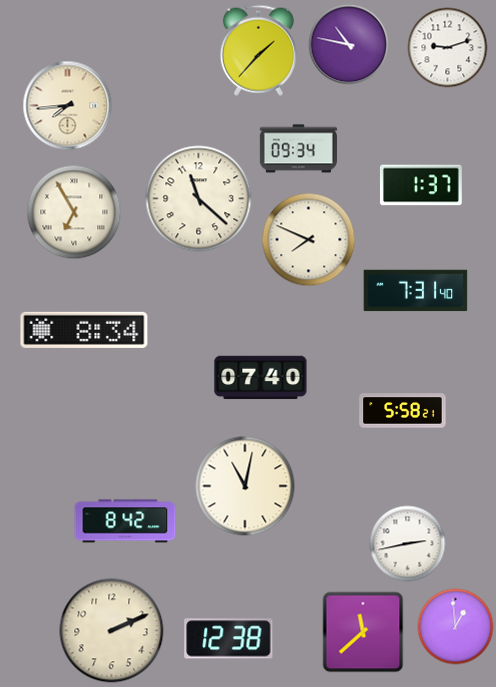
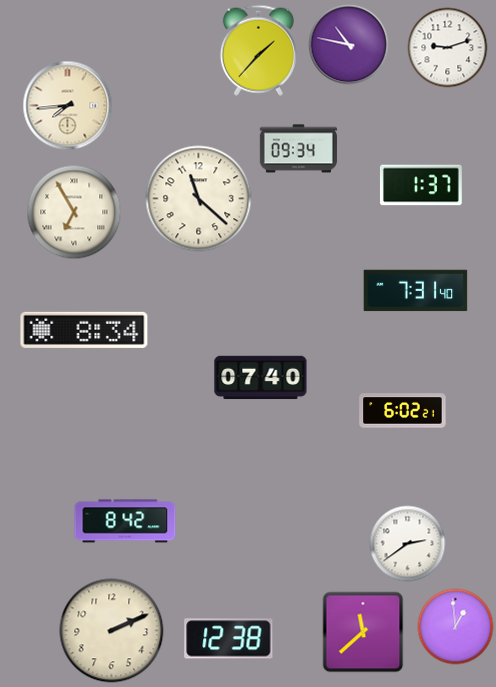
clock at (309, 240): 7:49 -> none
clock at (403, 411): 5:58 -> 6:02
clock at (245, 486): 11:02 -> none
clock at (408, 544): 2:43 -> 2:39
